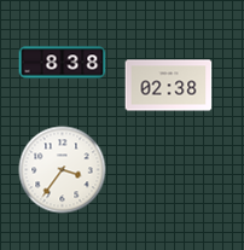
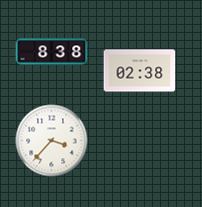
clock at (63, 170): 3:36 -> 3:37
